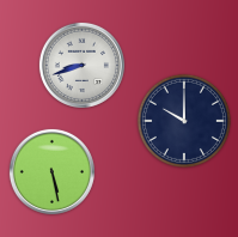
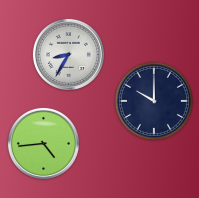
clock at (81, 65): 8:42 -> 8:35
clock at (51, 171): 5:28 -> 4:44
